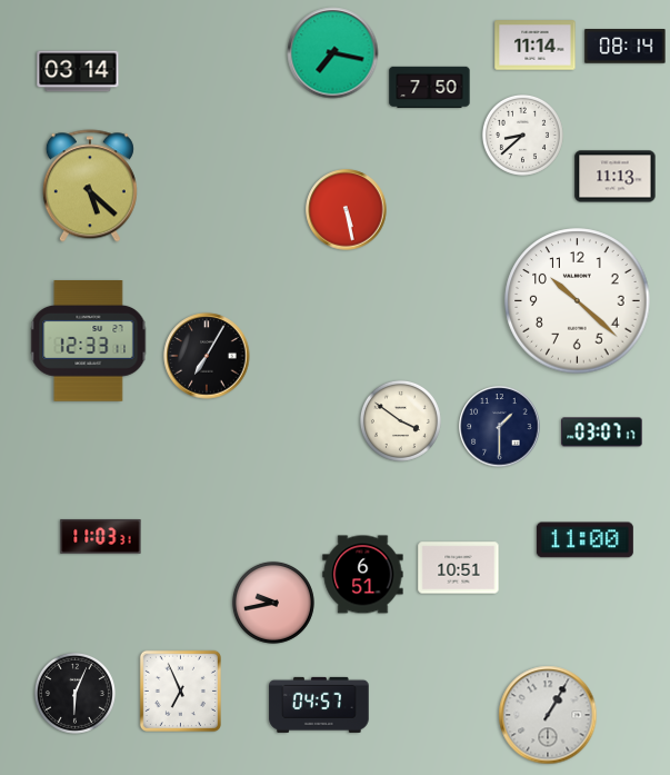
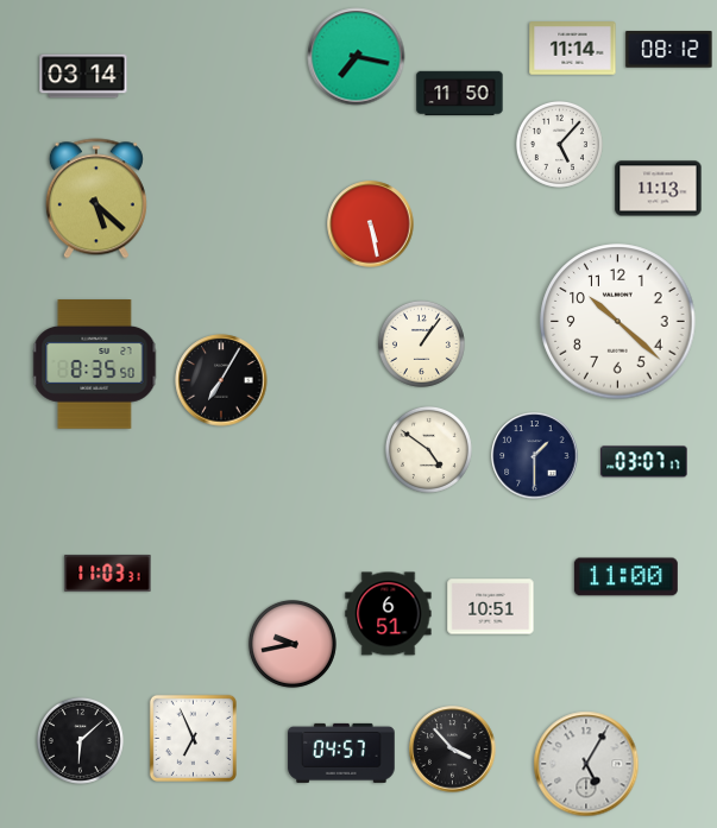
clock at (626, 47): 08:14 -> 08:12
clock at (430, 88): 7:50 -> 11:50
clock at (522, 135): 8:38 -> 5:07
clock at (421, 343): none -> 1:06
clock at (89, 341): 12:33 -> 8:35
clock at (400, 420): 3:51 -> 4:51
clock at (74, 693): 6:04 -> 6:08
clock at (453, 750): none -> 3:53
clock at (548, 715): 1:05 -> 5:05
